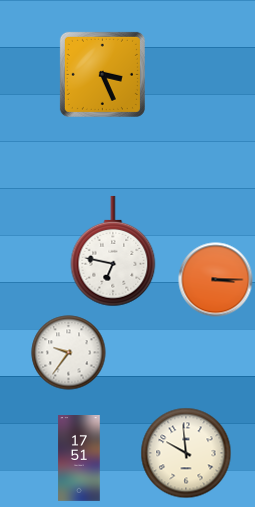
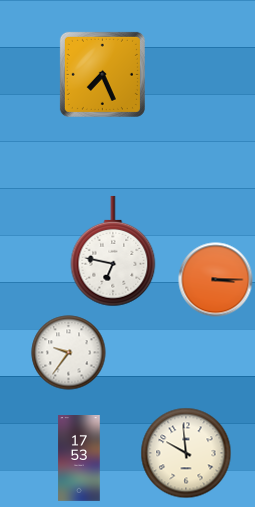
clock at (102, 74): 3:26 -> 7:26
clock at (79, 459): 17:51 -> 17:53
